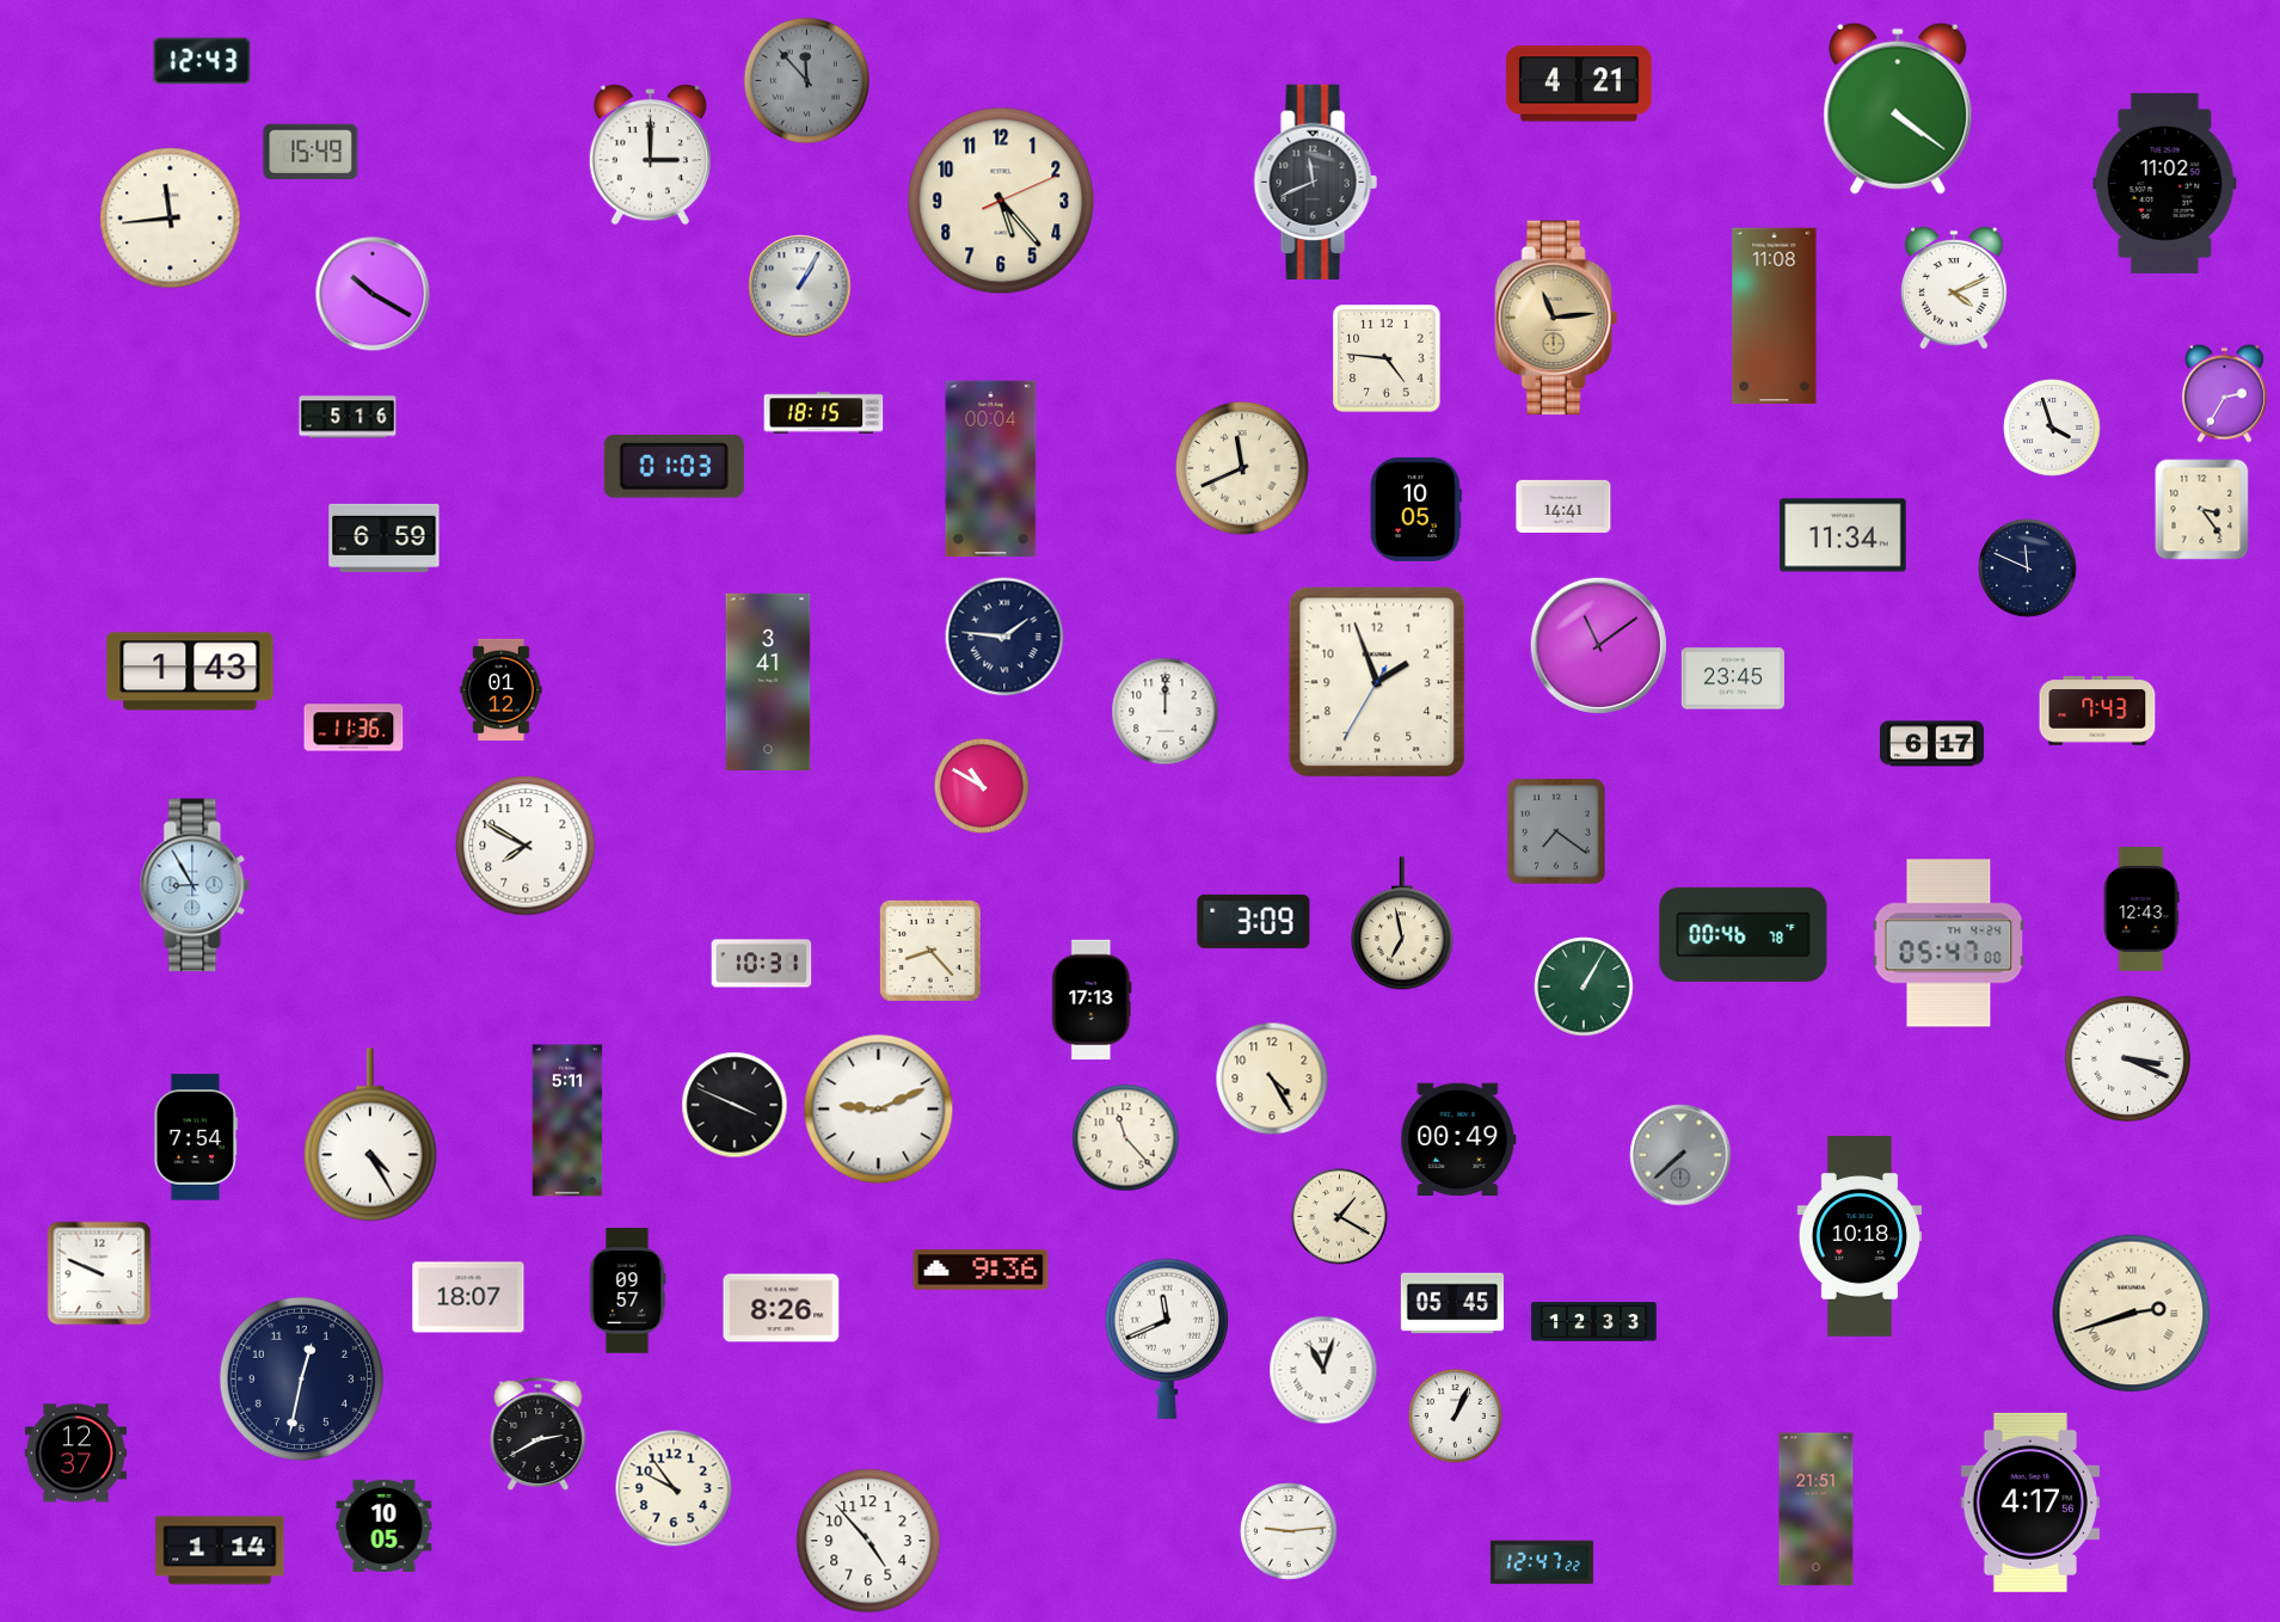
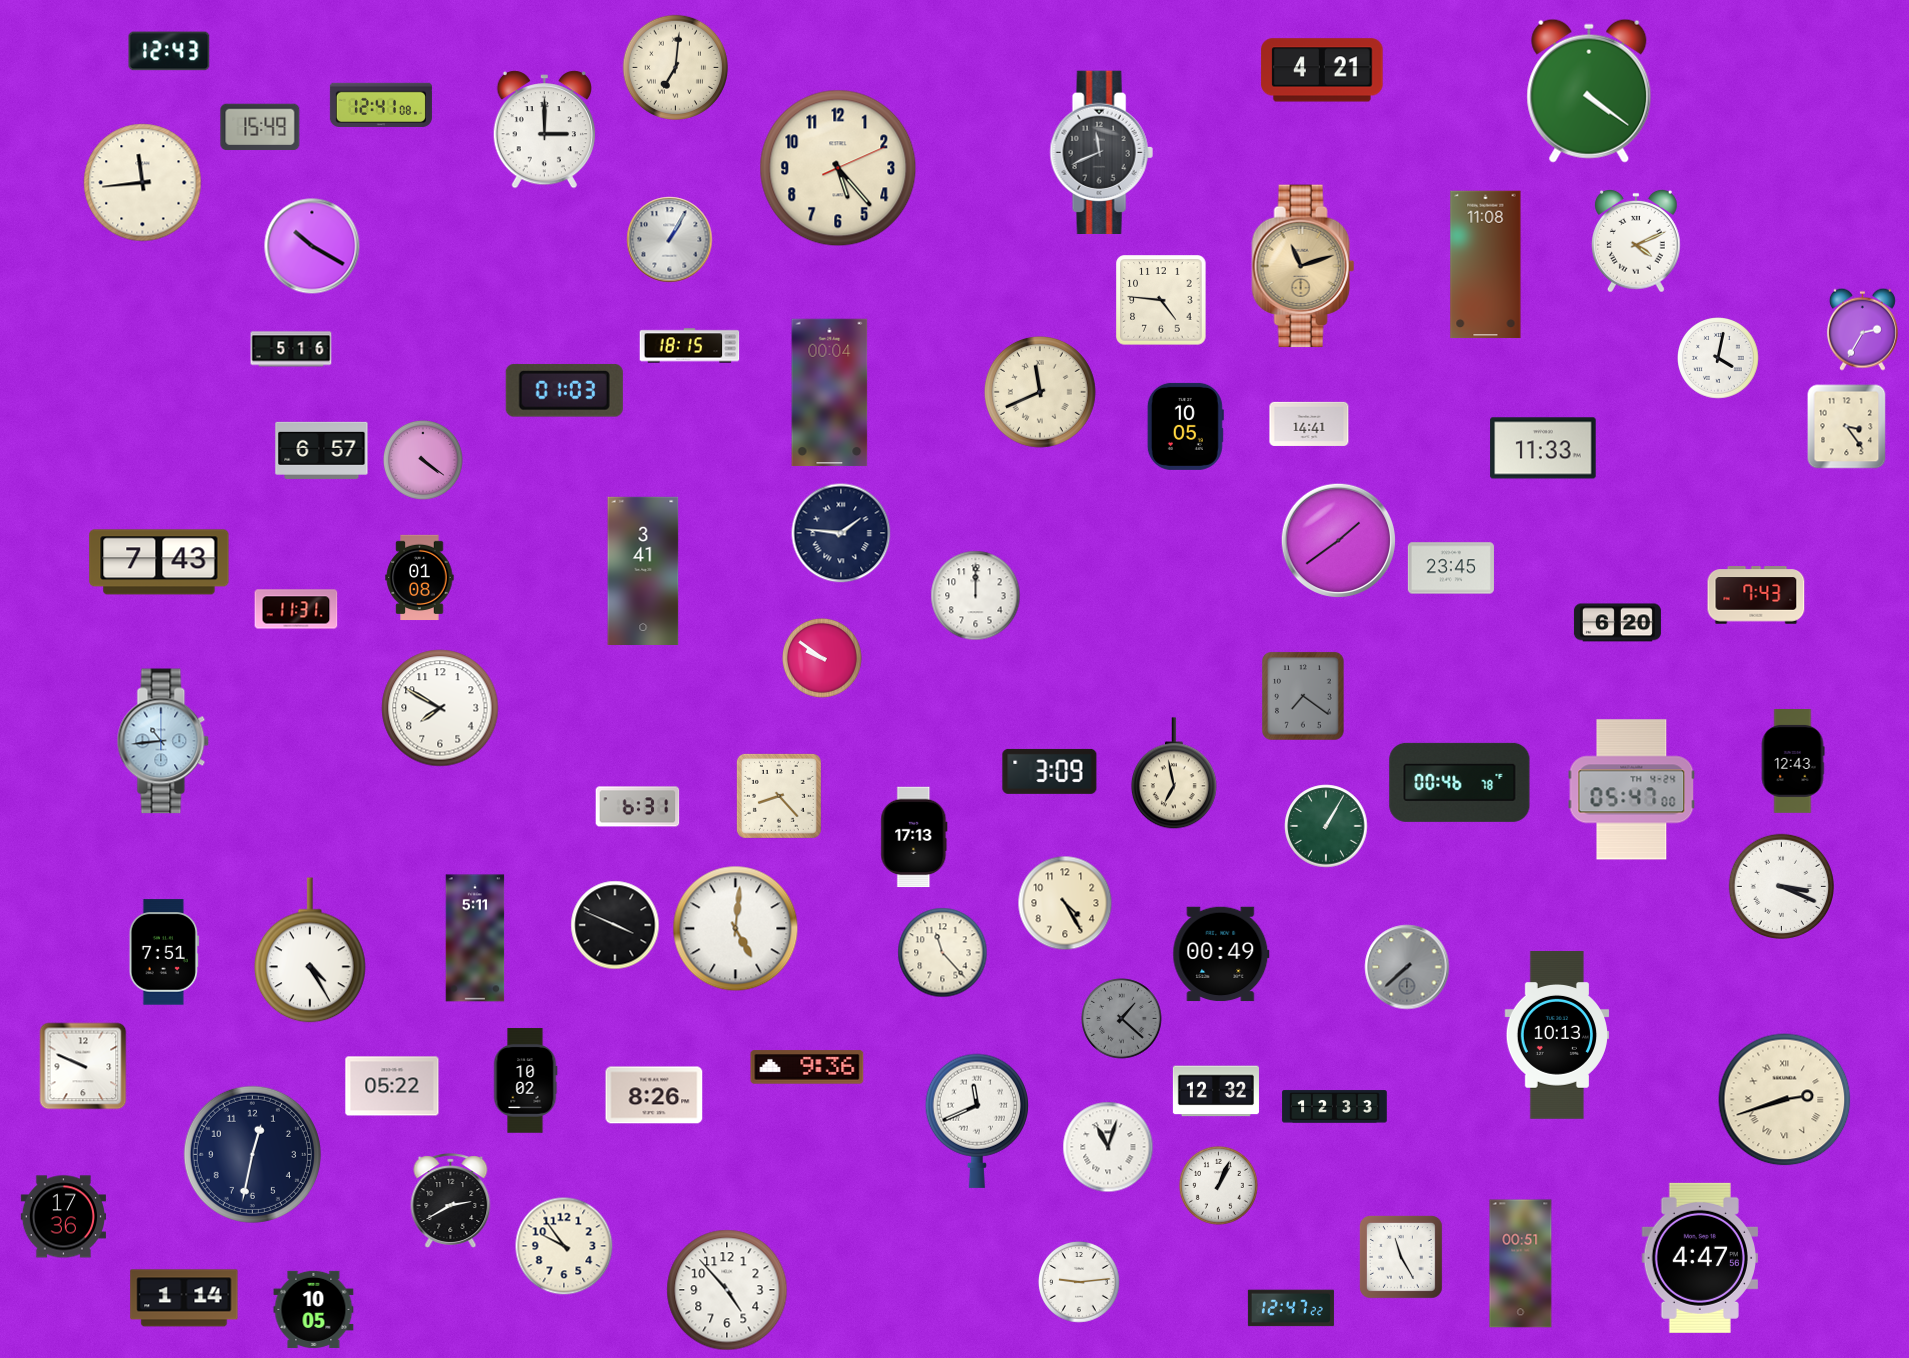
clock at (806, 80): 11:53 -> 7:01
clock at (806, 80) dial: grey -> cream
clock at (381, 105): none -> 12:41
clock at (2165, 183): 11:02 -> none
clock at (1556, 318): 11:14 -> 11:12
clock at (2052, 428): 3:57 -> 4:02
clock at (2202, 510) position: (2202, 510) -> (1847, 427)
clock at (1843, 535): 11:34 -> 11:33
clock at (385, 537): 6:59 -> 6:57
clock at (423, 460): none -> 4:21
clock at (2028, 569): 11:49 -> none
clock at (1598, 645): 11:09 -> 1:39
clock at (190, 671): 1:43 -> 7:43
clock at (1377, 682): 1:56 -> none
clock at (502, 690): 01:12 -> 01:08
clock at (354, 727): 11:36 -> 11:31
clock at (1931, 744): 6:17 -> 6:20
clock at (982, 786): 10:50 -> 9:51
clock at (195, 885): 8:55 -> 10:44
clock at (762, 964): 10:31 -> 6:31
clock at (879, 1110): 9:11 -> 5:01
clock at (196, 1137): 7:54 -> 7:51
clock at (1340, 1217): 1:20 -> 1:22
clock at (1340, 1217) dial: cream -> grey
clock at (1860, 1236): 10:18 -> 10:13
clock at (981, 1270) position: (981, 1270) -> (807, 1067)
clock at (627, 1291): 09:57 -> 10:02
clock at (468, 1297): 18:07 -> 05:22
clock at (1452, 1303): 05:45 -> 12:32
clock at (75, 1454): 12:37 -> 17:36
clock at (1401, 1257): none -> 11:25
clock at (2030, 1503): 4:17 -> 4:47
clock at (1817, 1510): 21:51 -> 00:51
clock at (385, 1525) position: (385, 1525) -> (314, 1309)
